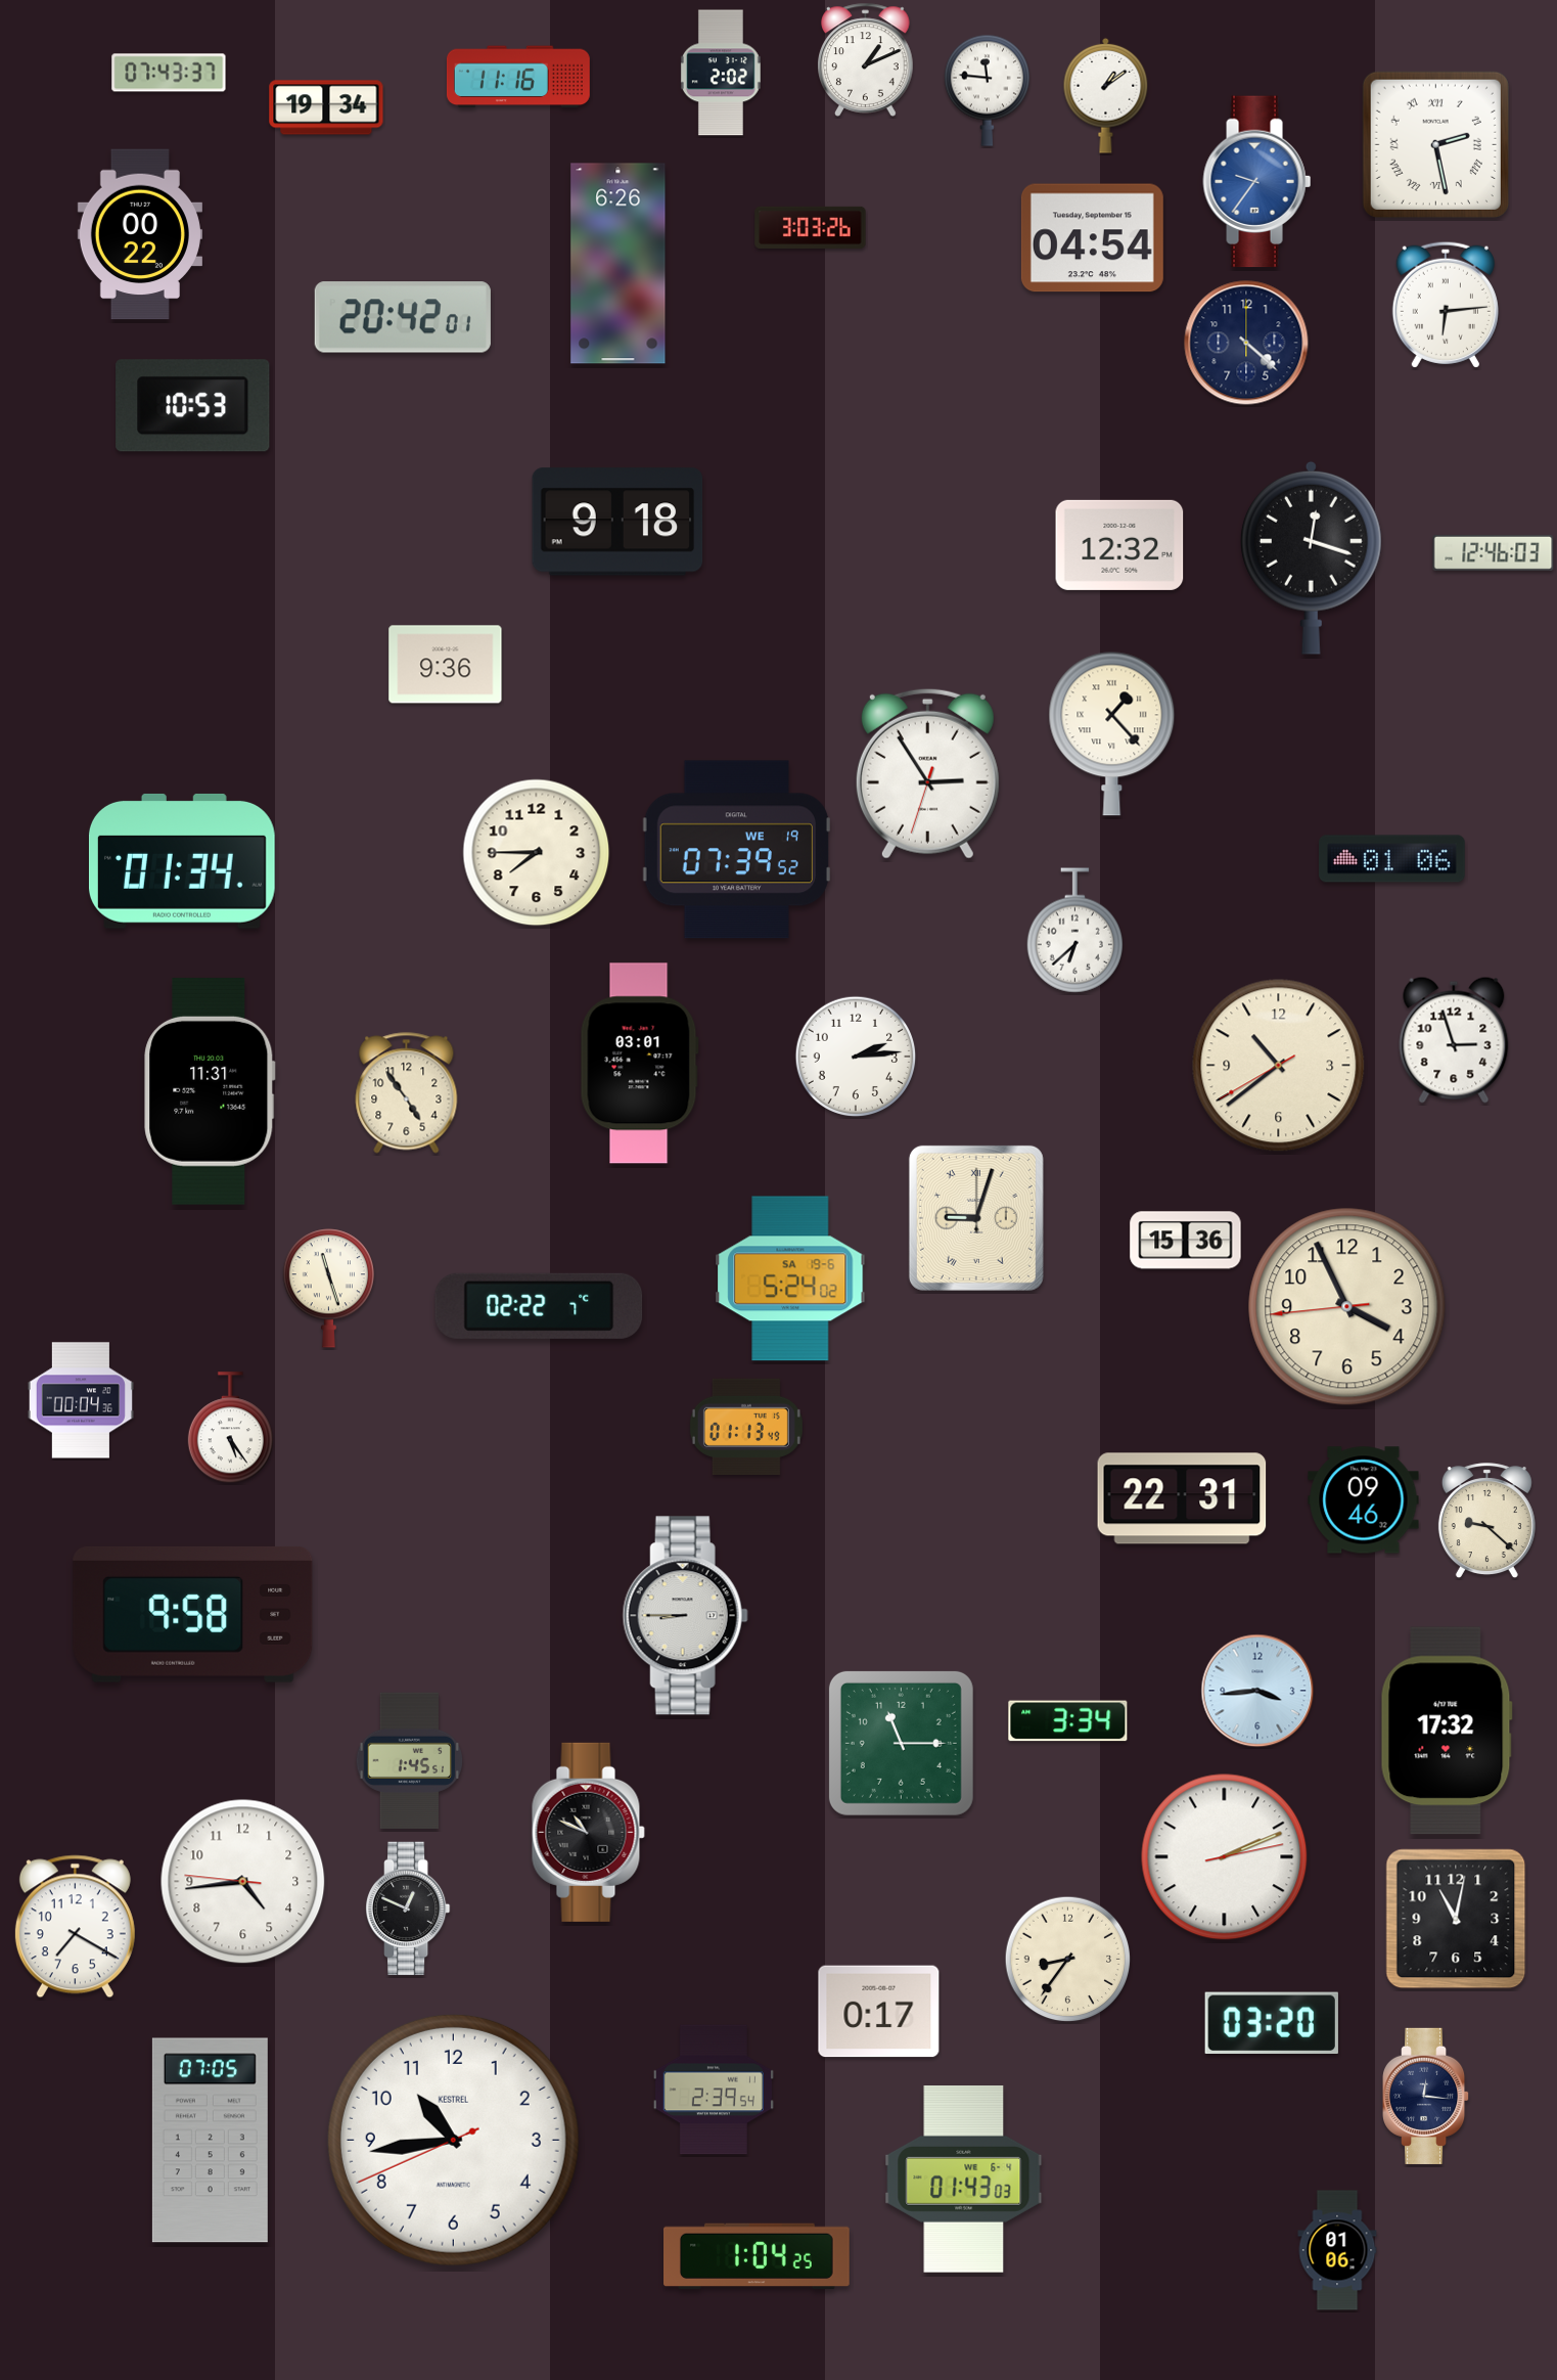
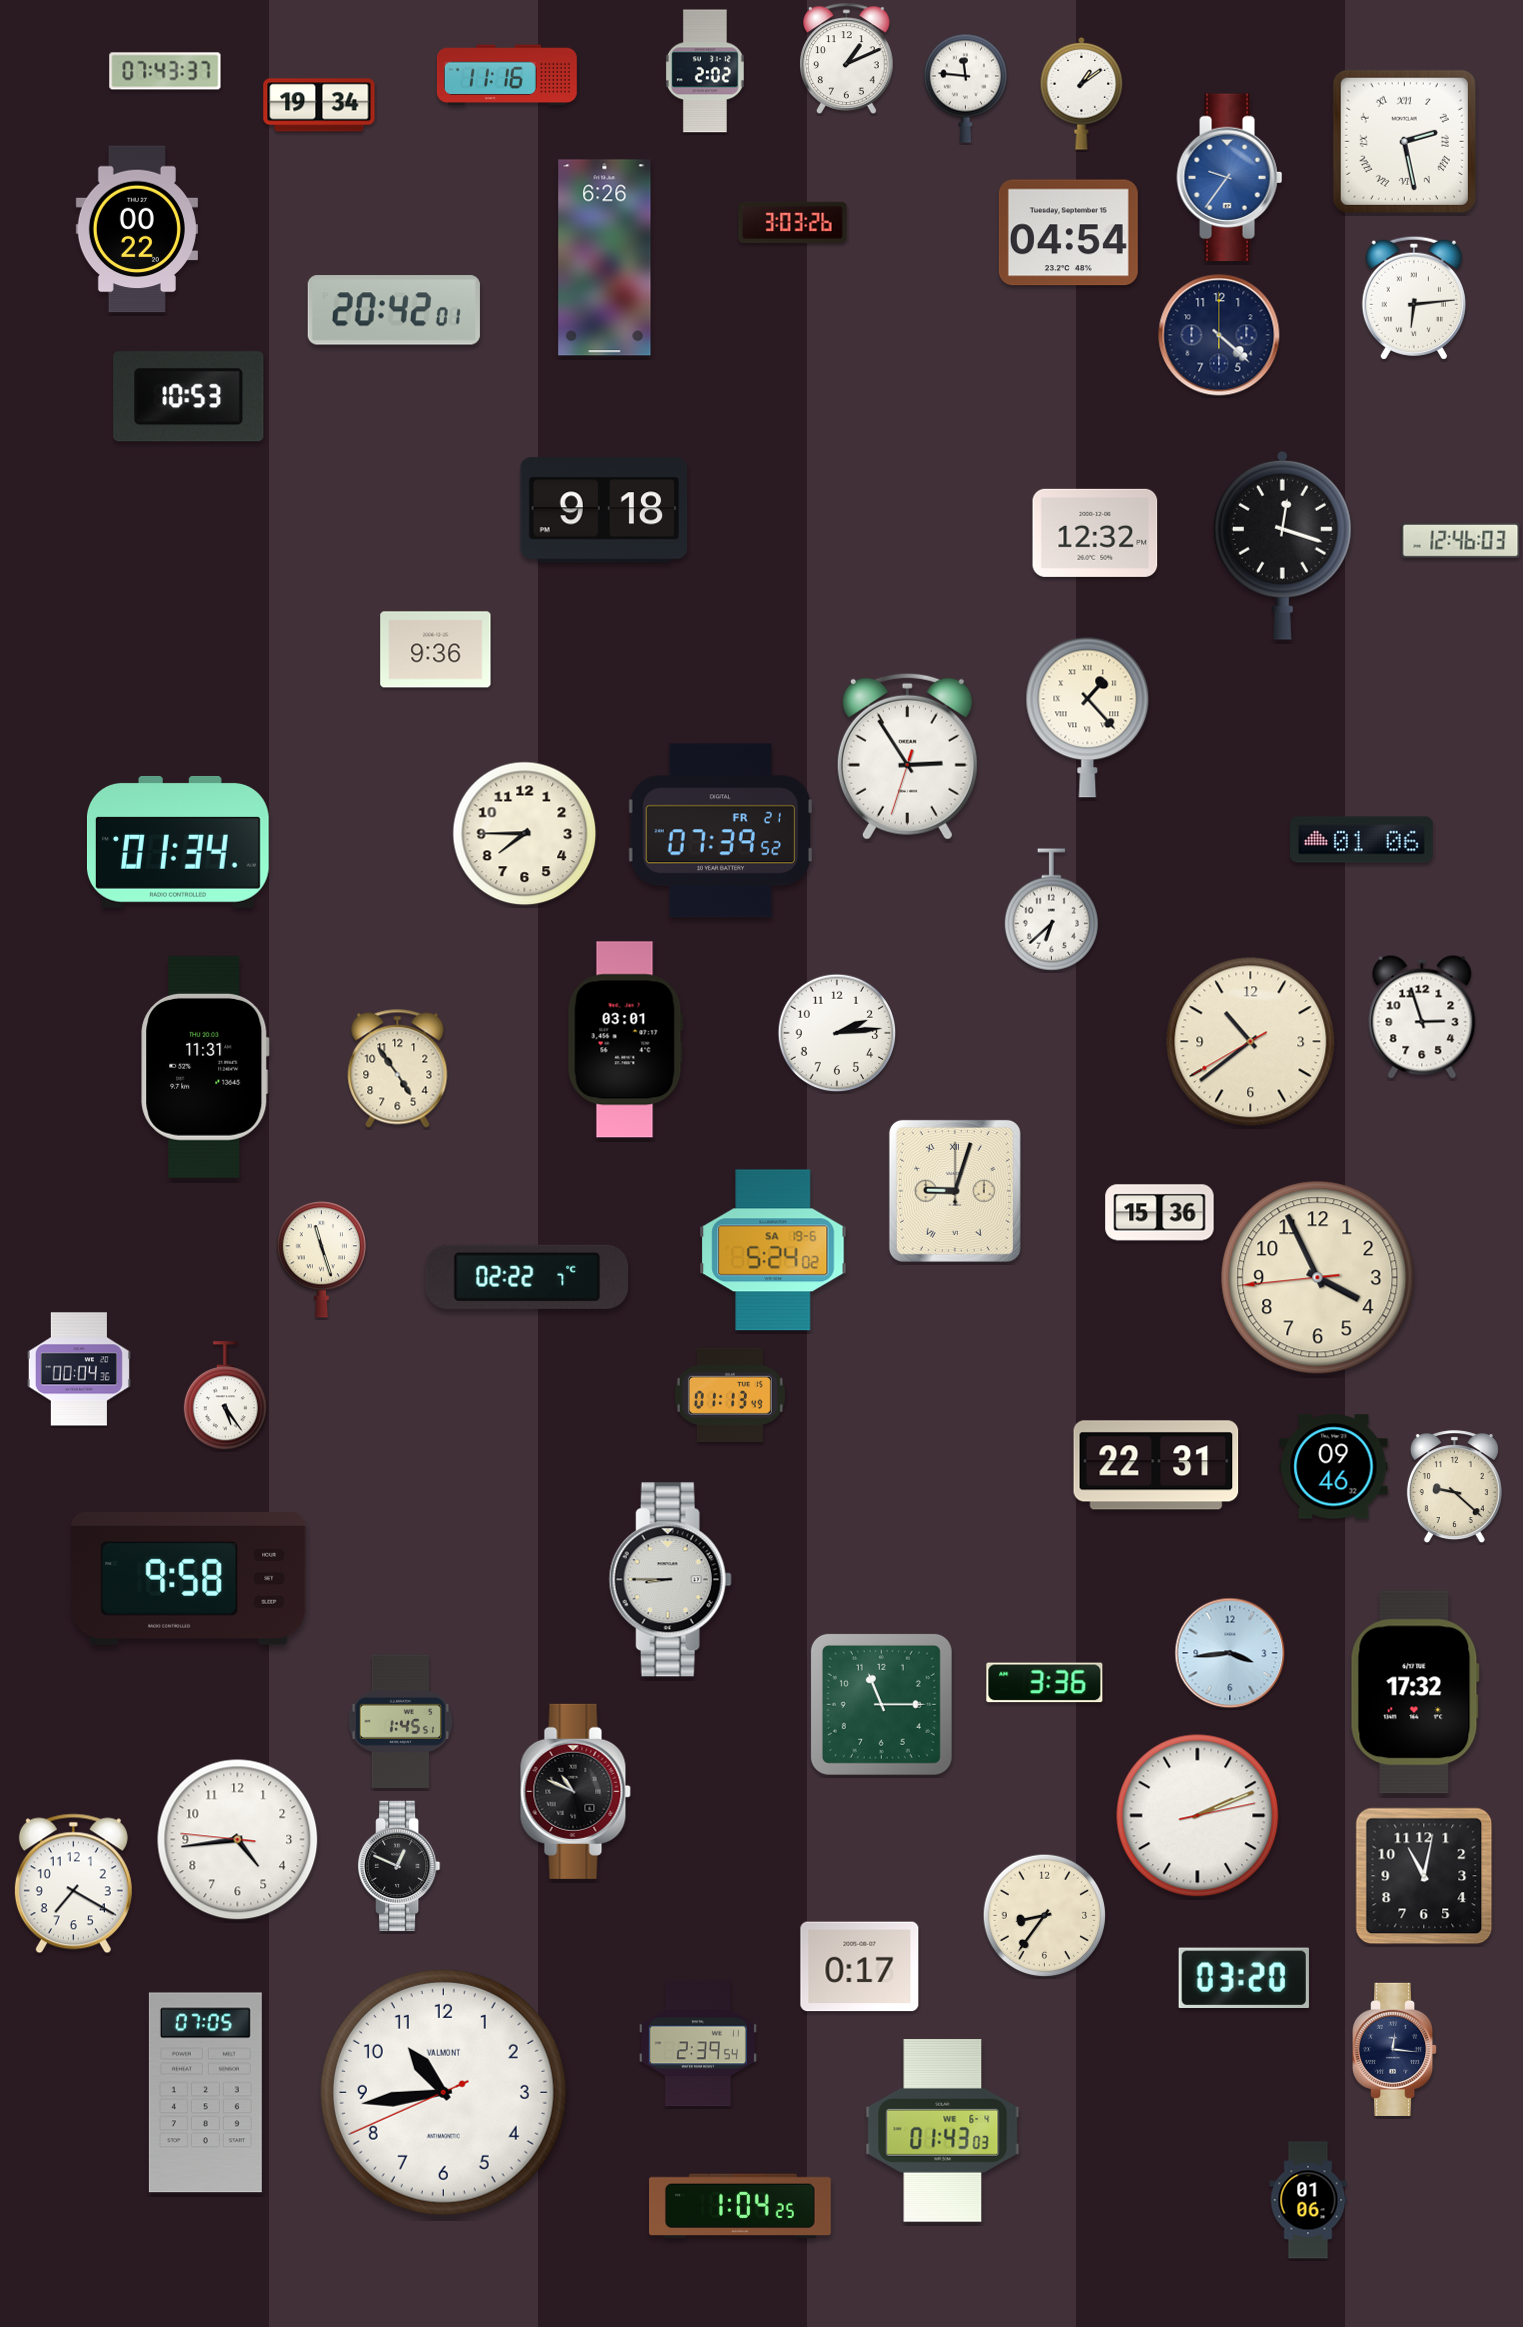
clock at (736, 850) date: WE 19 -> FR 21
clock at (1068, 1721): 3:34 -> 3:36
clock at (453, 2140) brand: KESTREL -> VALMONT
